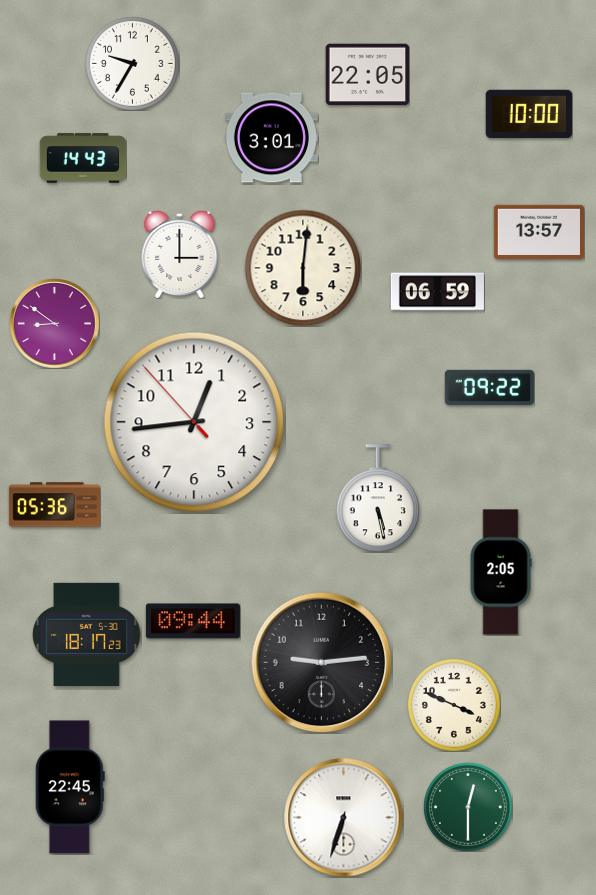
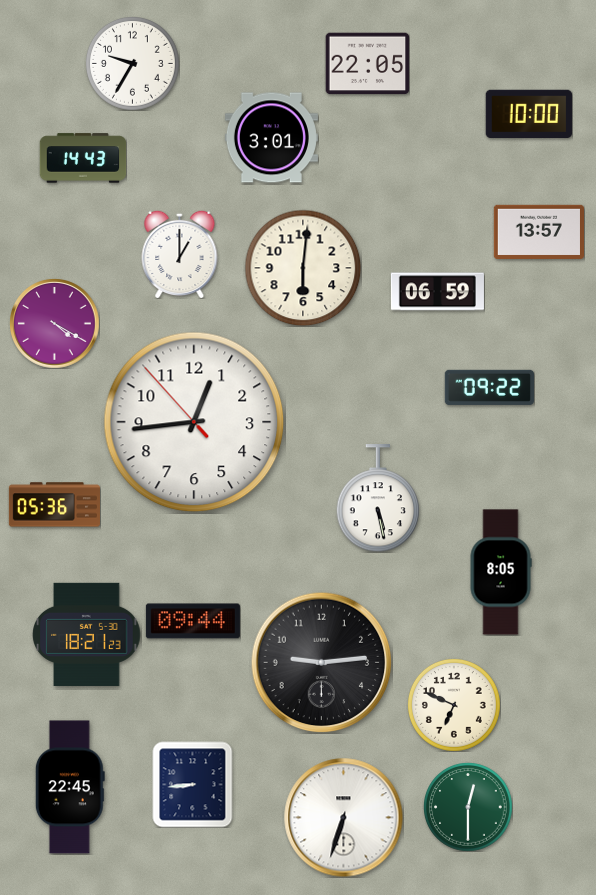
clock at (367, 75) position: (367, 75) -> (367, 64)
clock at (180, 254): 3:00 -> 1:00
clock at (54, 323): 8:51 -> 4:20
clock at (501, 572): 2:05 -> 8:05
clock at (87, 634): 18:17 -> 18:21
clock at (454, 705): 3:49 -> 6:49
clock at (193, 784): none -> 8:44
